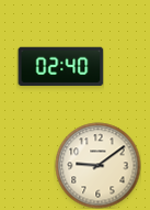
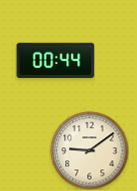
clock at (60, 66): 02:40 -> 00:44
